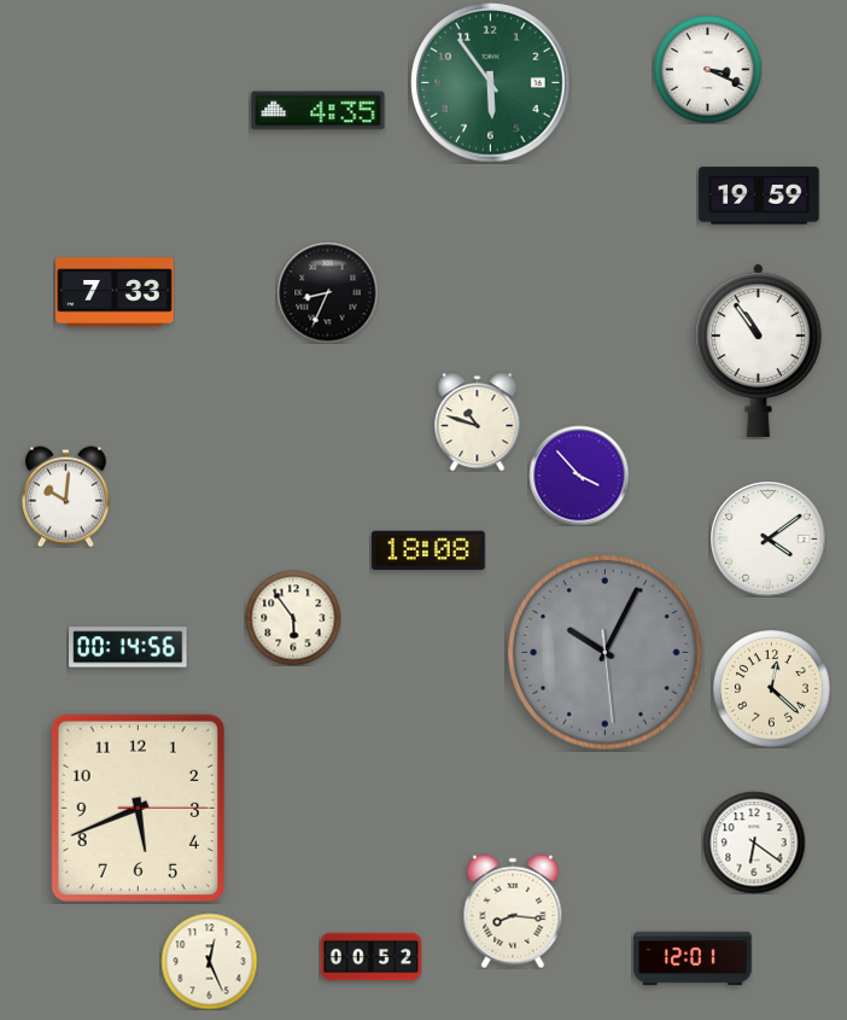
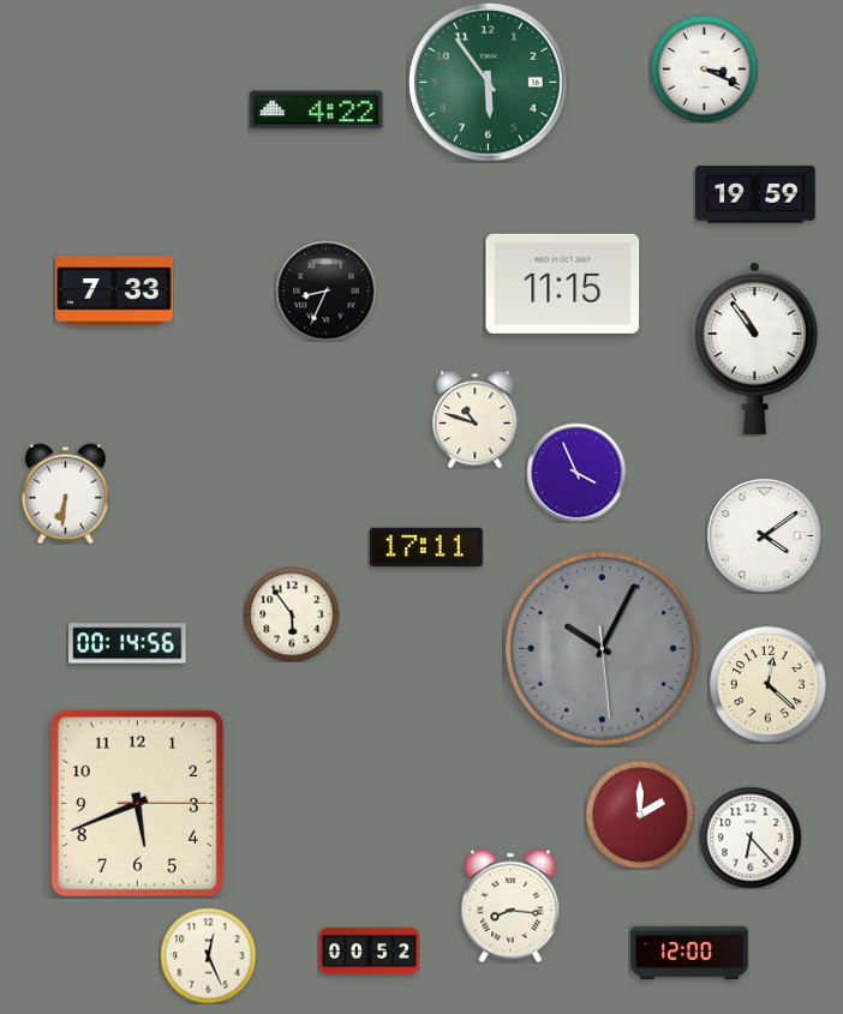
clock at (319, 111): 4:35 -> 4:22
clock at (563, 283): none -> 11:15
clock at (579, 476): 3:53 -> 3:56
clock at (65, 496): 10:01 -> 6:31
clock at (430, 550): 18:08 -> 17:11
clock at (640, 815): none -> 2:00
clock at (754, 843): 6:21 -> 6:23
clock at (693, 958): 12:01 -> 12:00
